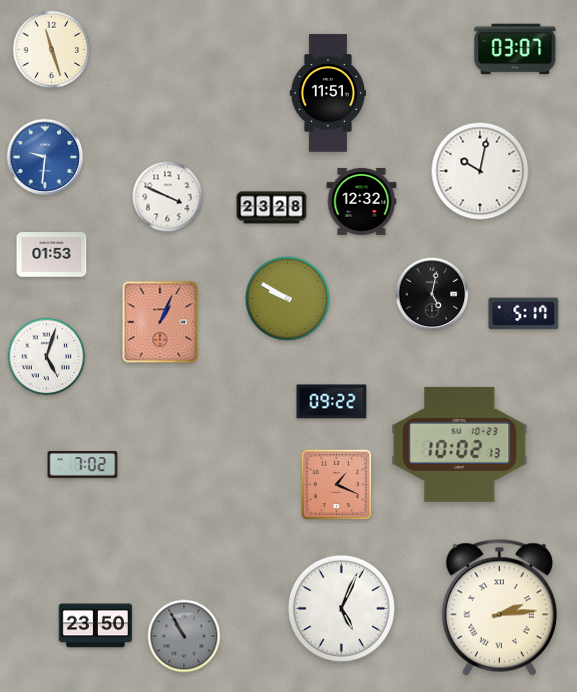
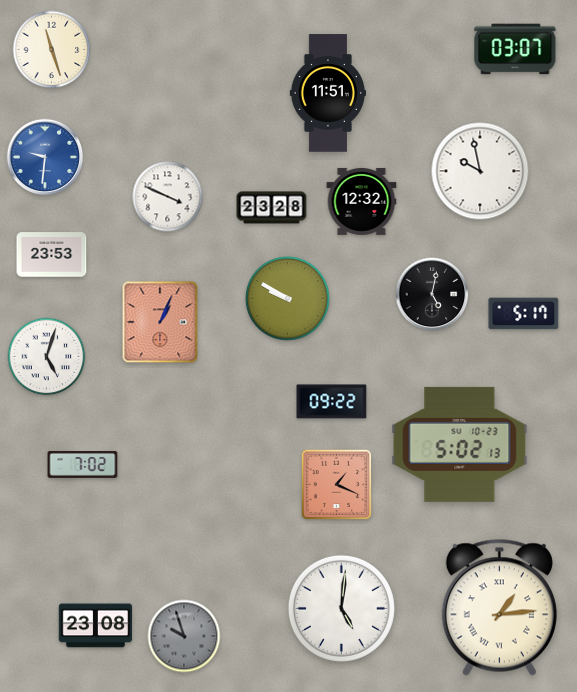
clock at (480, 171): 10:02 -> 9:58
clock at (52, 255): 01:53 -> 23:53
clock at (460, 444): 10:02 -> 5:02
clock at (499, 607): 2:14 -> 1:14
clock at (341, 608): 5:04 -> 5:01
clock at (96, 626): 23:50 -> 23:08
clock at (184, 636): 10:55 -> 9:57
